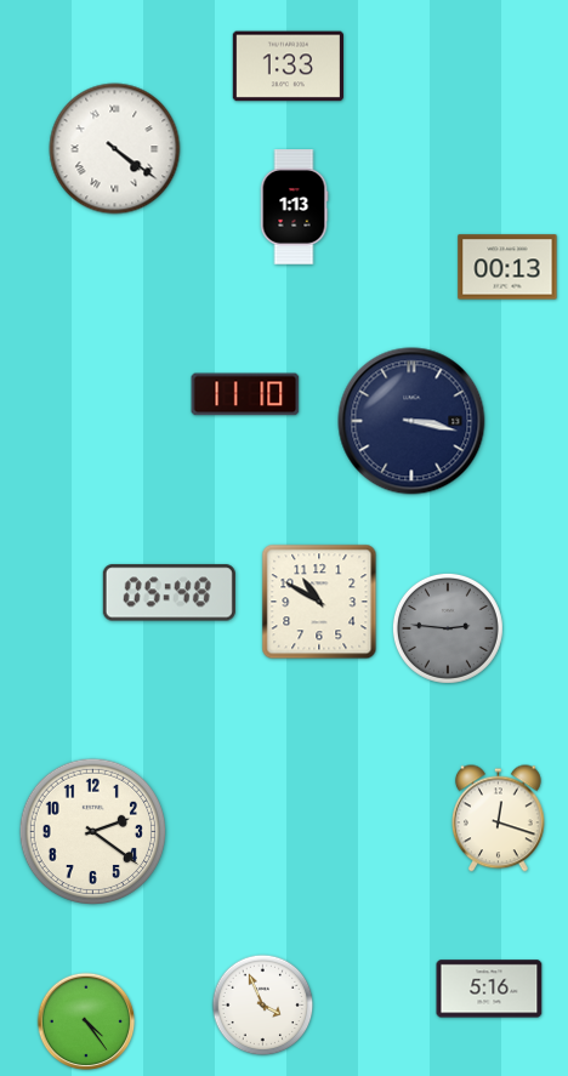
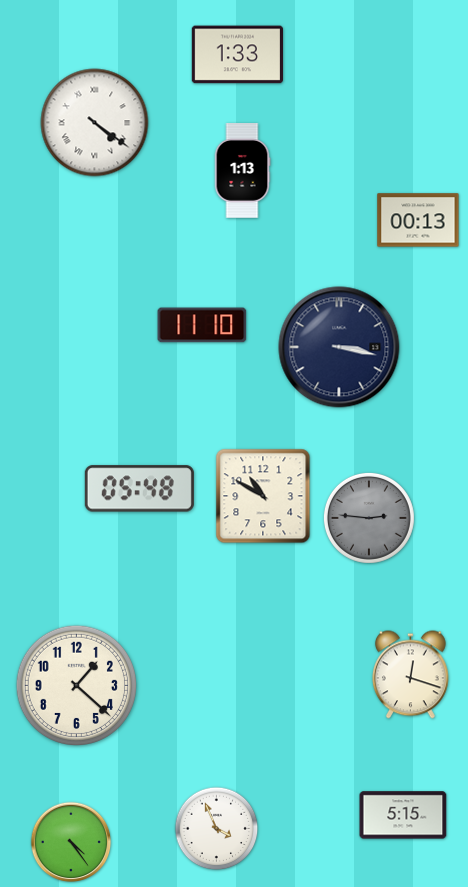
clock at (92, 831): 2:21 -> 1:22
clock at (489, 989): 5:16 -> 5:15
